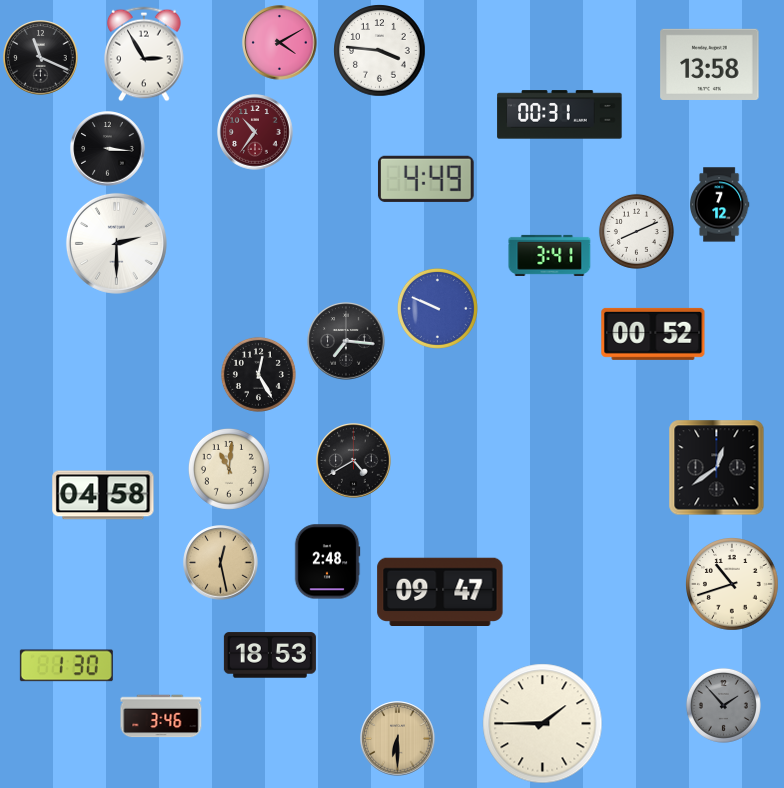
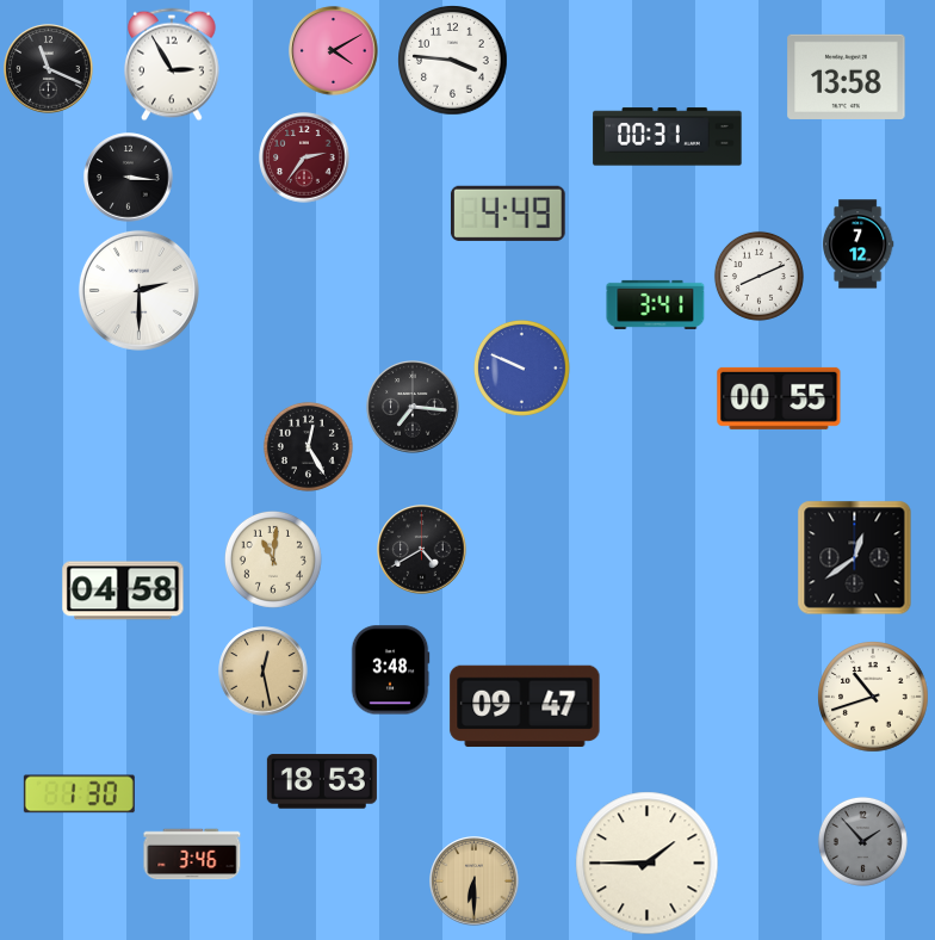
clock at (255, 132): 10:36 -> 2:36
clock at (653, 334): 00:52 -> 00:55
clock at (327, 562): 2:48 -> 3:48
